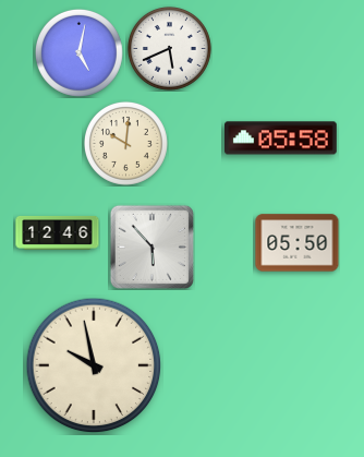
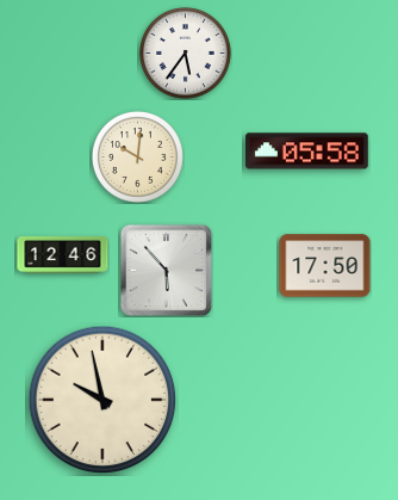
clock at (170, 49): 5:41 -> 5:36
clock at (78, 52): 5:02 -> none
clock at (298, 243): 05:50 -> 17:50
